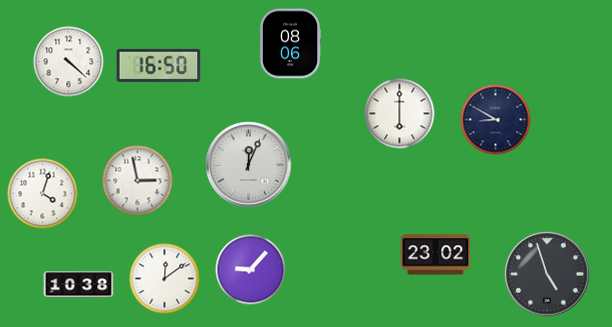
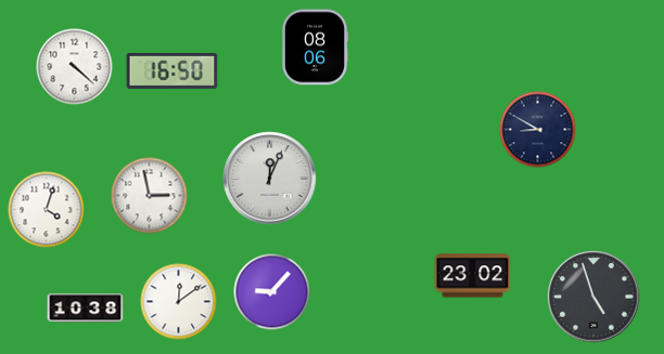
clock at (400, 114): 6:00 -> none
